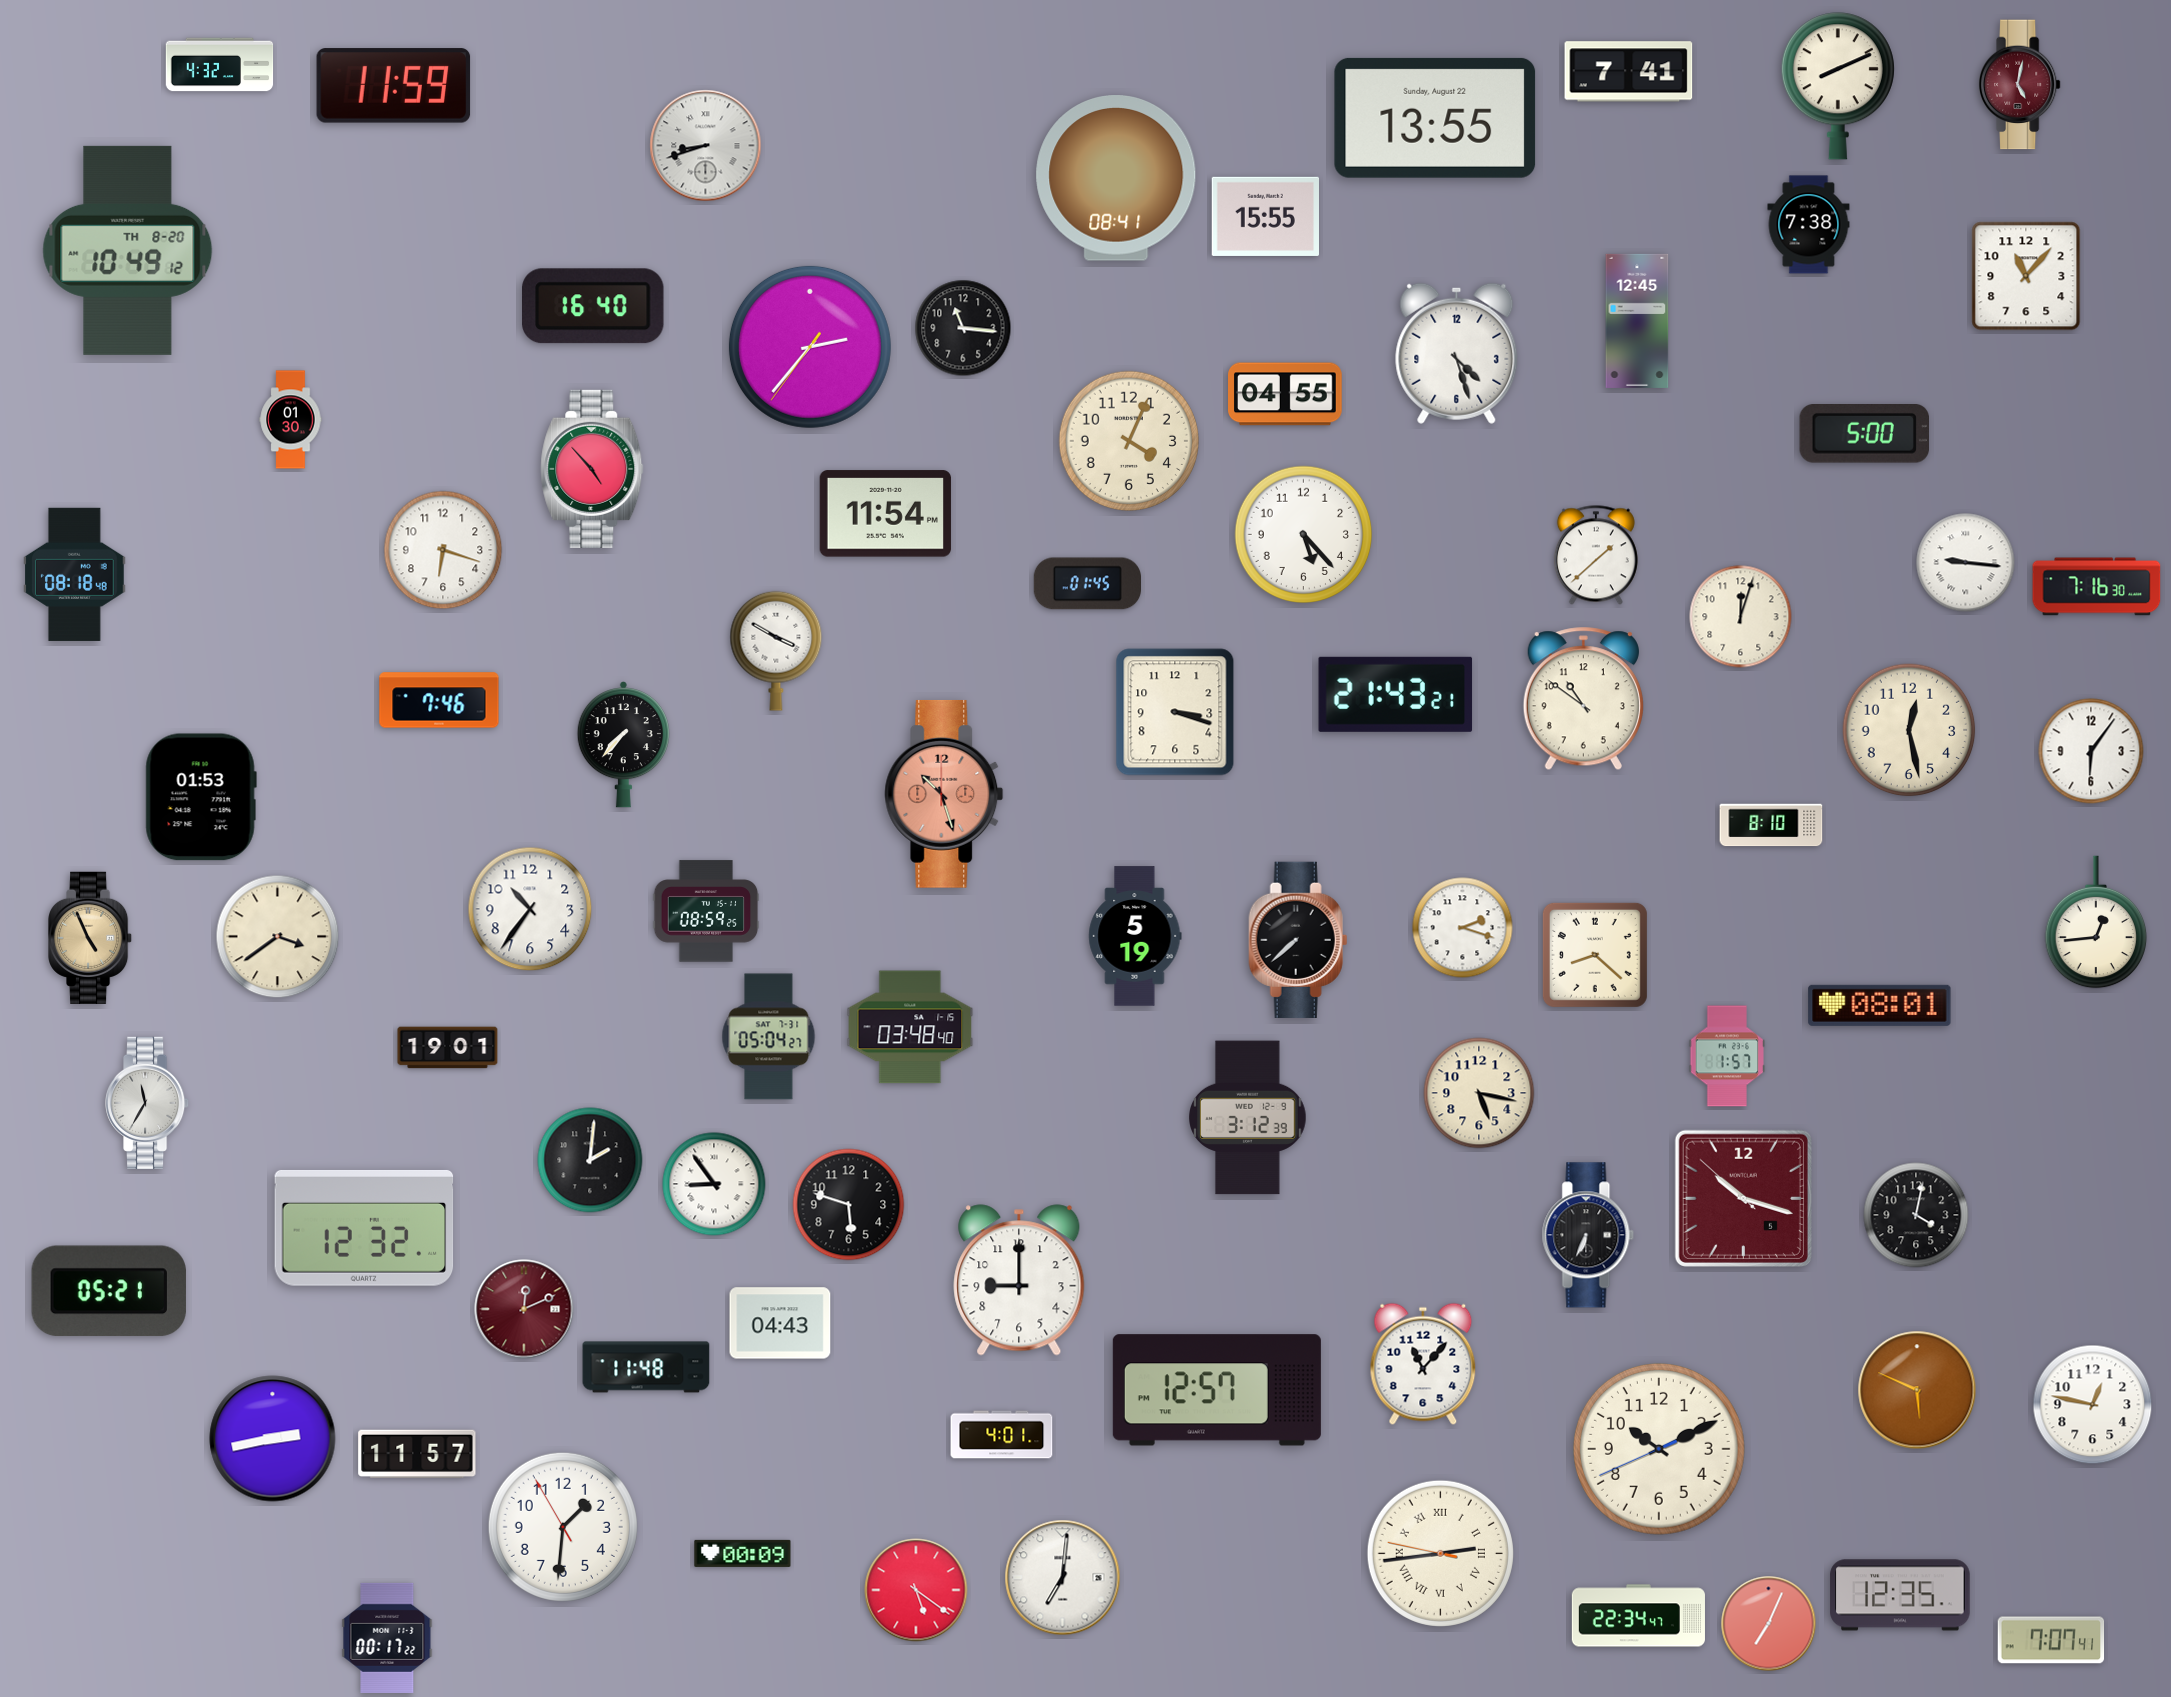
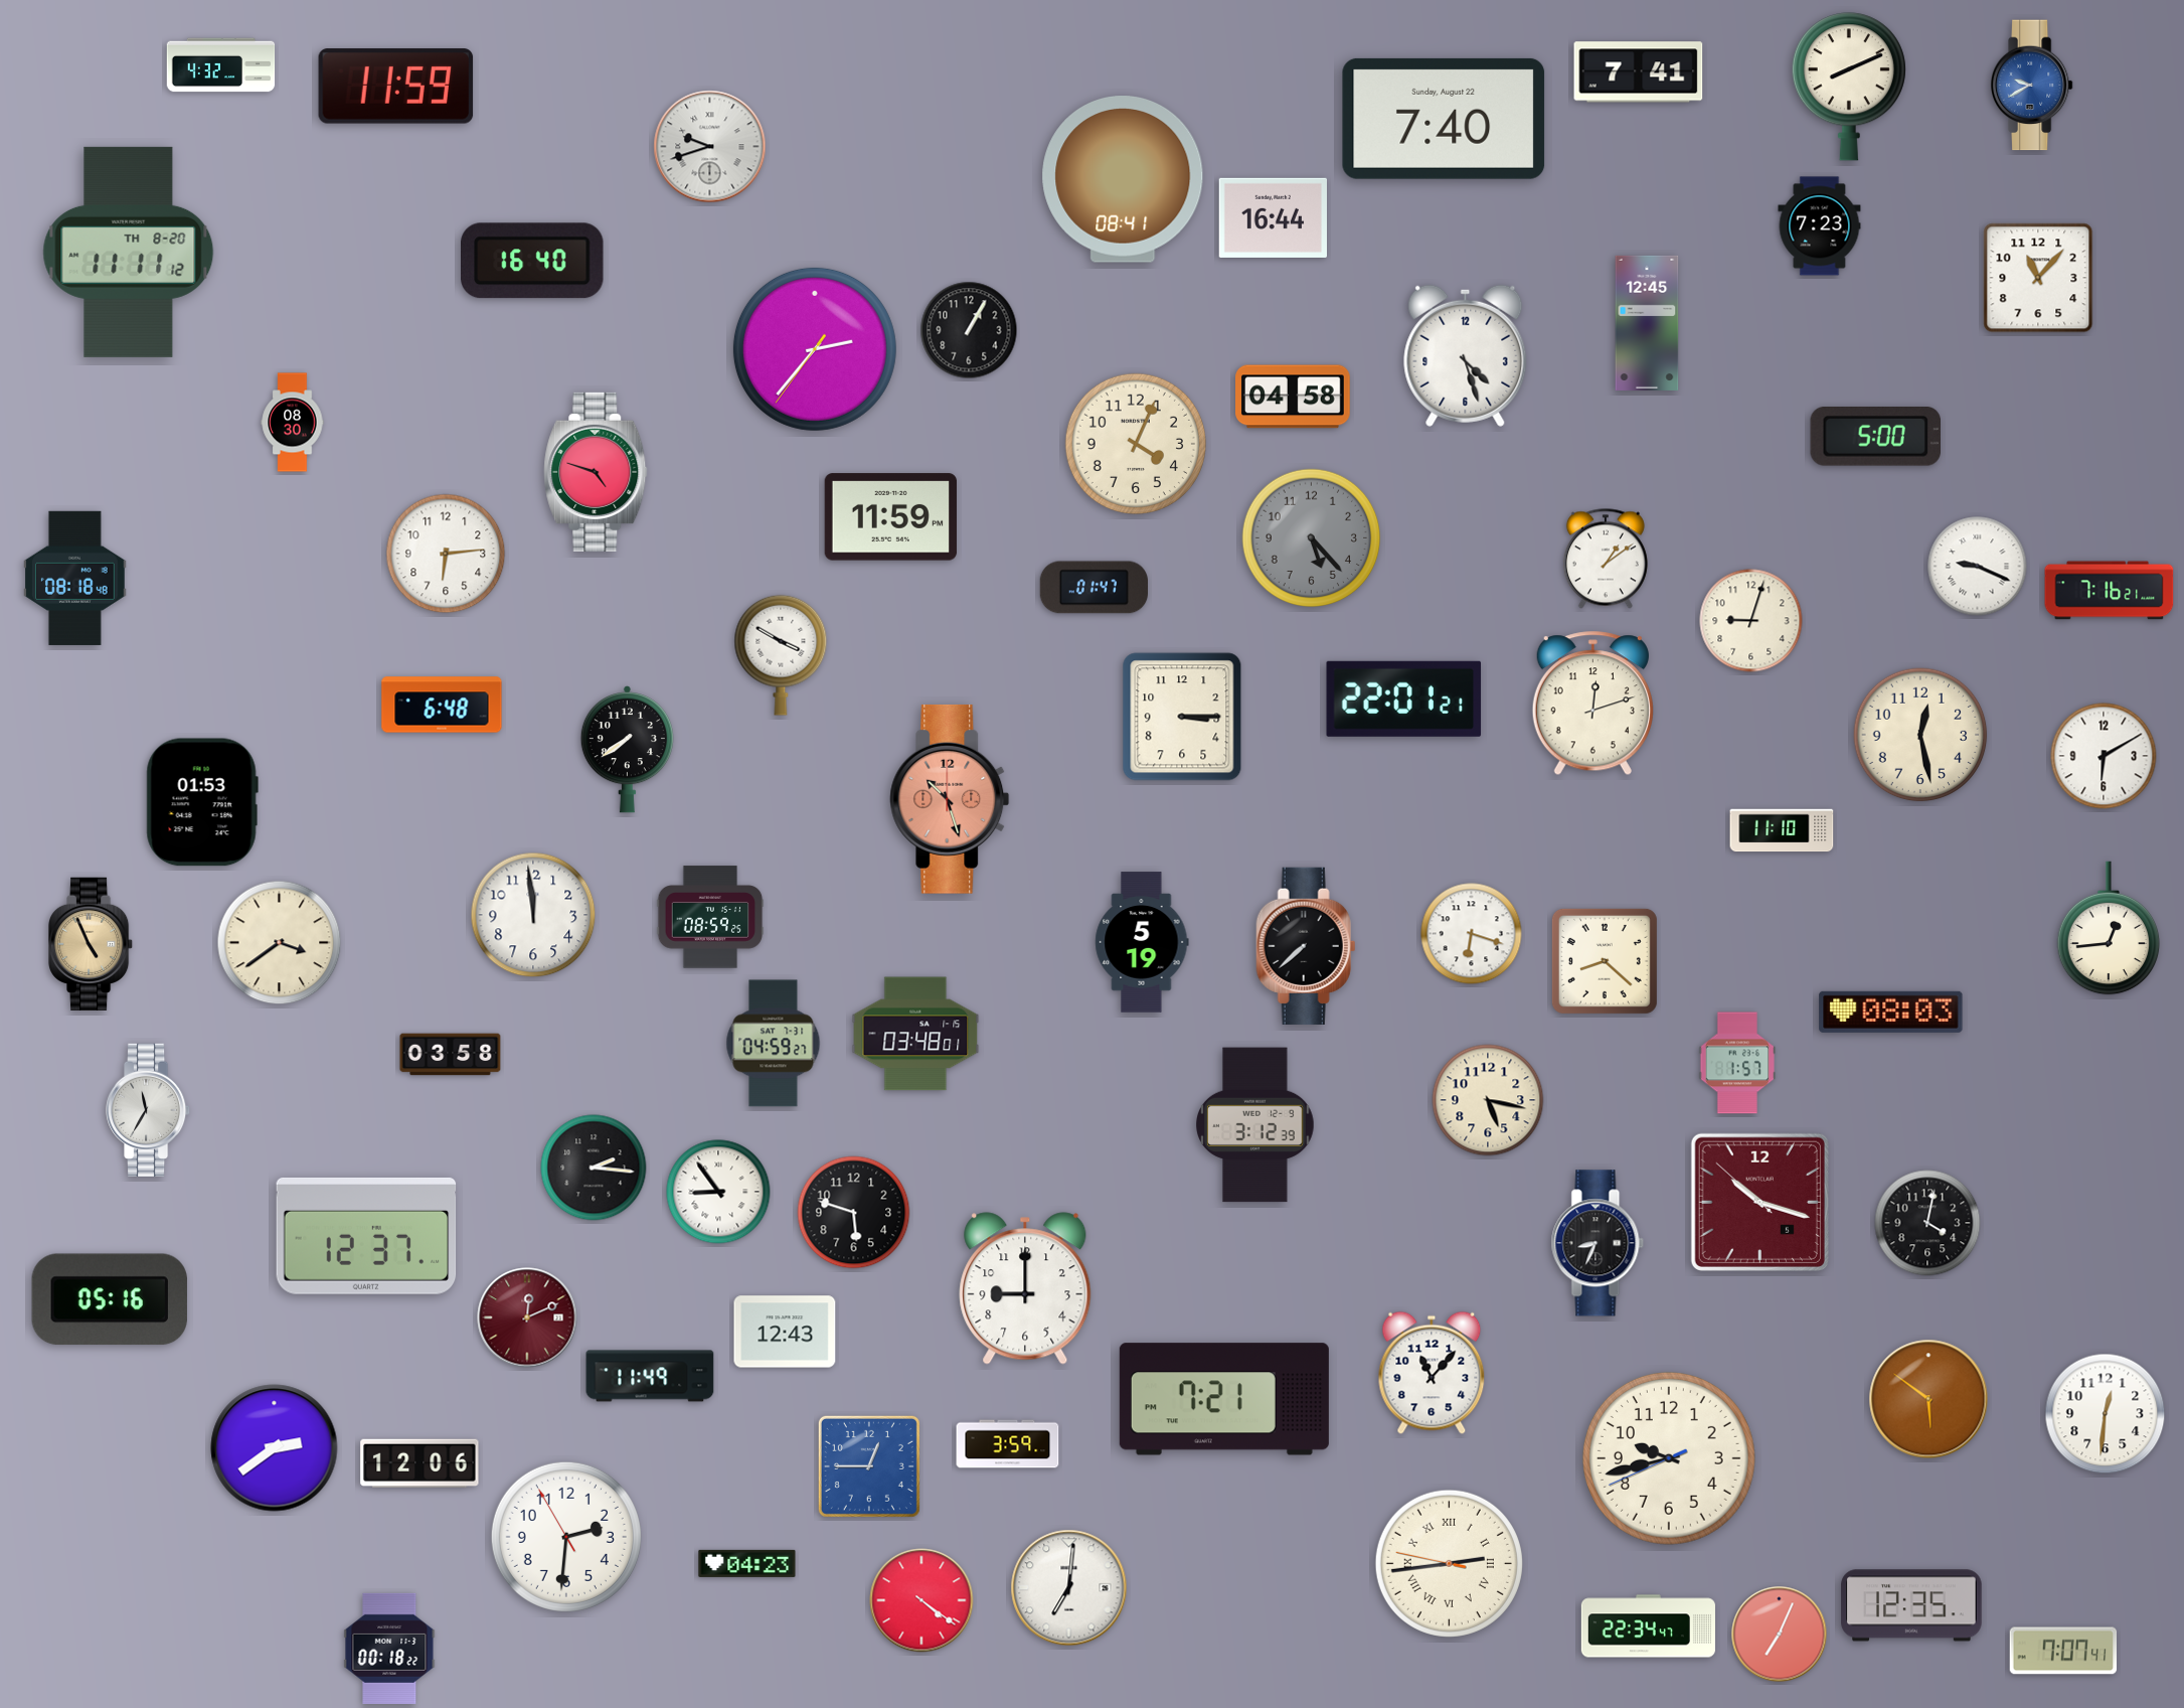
clock at (2019, 85): 5:02 -> 9:40
clock at (2019, 85) dial: burgundy -> blue
clock at (1435, 118): 13:55 -> 7:40
clock at (706, 146): 8:42 -> 9:42
clock at (1265, 216): 15:55 -> 16:44
clock at (1809, 225): 7:38 -> 7:23
clock at (128, 250): 10:49 -> 11:11
clock at (594, 306) position: (594, 306) -> (533, 261)
clock at (963, 328): 11:16 -> 1:05
clock at (1286, 394): 04:55 -> 04:58
clock at (291, 420): 01:30 -> 08:30
clock at (592, 469): 4:53 -> 4:48
clock at (885, 514): 11:54 -> 11:59
clock at (1304, 535) dial: white -> grey
clock at (443, 550): 6:18 -> 6:14
clock at (1596, 555): 1:38 -> 1:09
clock at (1966, 563): 9:16 -> 9:19
clock at (1087, 584): 01:45 -> 01:47
clock at (2097, 587): 7:16:30 -> 7:16:21
clock at (1741, 617): 12:03 -> 9:03
clock at (1396, 694): 21:43 -> 22:01
clock at (1583, 699): 10:51 -> 12:12
clock at (439, 700): 7:46 -> 6:48
clock at (1175, 712): 3:18 -> 3:15
clock at (623, 745): 7:37 -> 7:39
clock at (2091, 751): 6:06 -> 6:10
clock at (1771, 825): 8:10 -> 11:10
clock at (530, 909): 10:36 -> 11:59
clock at (1463, 928): 2:18 -> 6:18
clock at (1880, 1005): 08:01 -> 08:03
clock at (910, 1027): 03:48:40 -> 03:48:01
clock at (769, 1037): 05:04 -> 04:59
clock at (448, 1048): 19:01 -> 03:58
clock at (590, 1160): 2:01 -> 2:16
clock at (1743, 1198) position: (1743, 1198) -> (1759, 1202)
clock at (364, 1228): 12:32 -> 12:37
clock at (1588, 1235): 6:34 -> 8:34
clock at (109, 1291): 05:21 -> 05:16
clock at (780, 1323): 04:43 -> 12:43
clock at (646, 1367): 11:48 -> 11:49
clock at (1217, 1390): 12:57 -> 7:21
clock at (1917, 1390): 5:49 -> 5:51
clock at (2093, 1405): 12:47 -> 12:31
clock at (1002, 1435): 4:01 -> 3:59
clock at (273, 1439): 2:43 -> 2:39
clock at (1659, 1449): 10:10 -> 9:42
clock at (417, 1453): 11:57 -> 12:06
clock at (869, 1466): none -> 12:45
clock at (563, 1527): 1:30 -> 2:30
clock at (743, 1553): 00:09 -> 04:23
clock at (916, 1590): 5:21 -> 4:21
clock at (387, 1638): 00:17 -> 00:18
